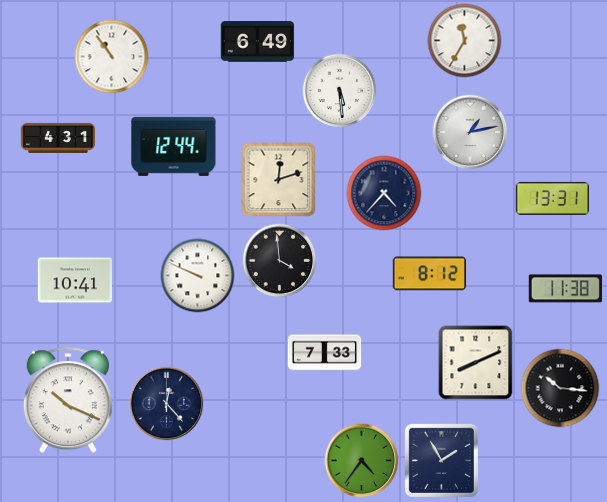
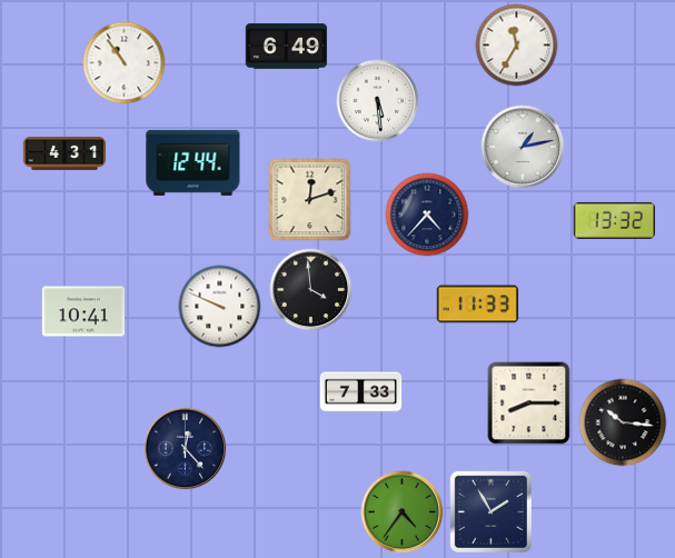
clock at (552, 198): 13:31 -> 13:32
clock at (430, 274): 8:12 -> 11:33
clock at (565, 289): 11:38 -> none
clock at (476, 363): 8:11 -> 8:15
clock at (560, 388) position: (560, 388) -> (623, 422)
clock at (68, 401): 10:19 -> none
